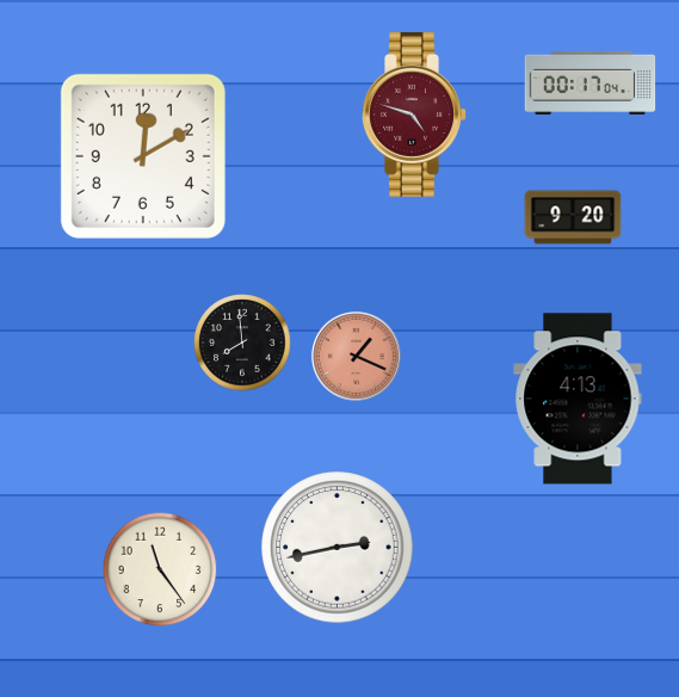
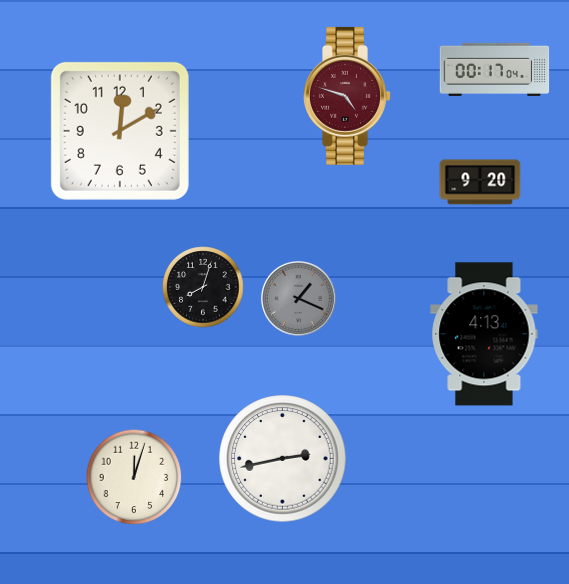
clock at (242, 343): 7:59 -> 8:03
clock at (356, 356) dial: salmon -> grey
clock at (160, 569): 11:24 -> 12:03
